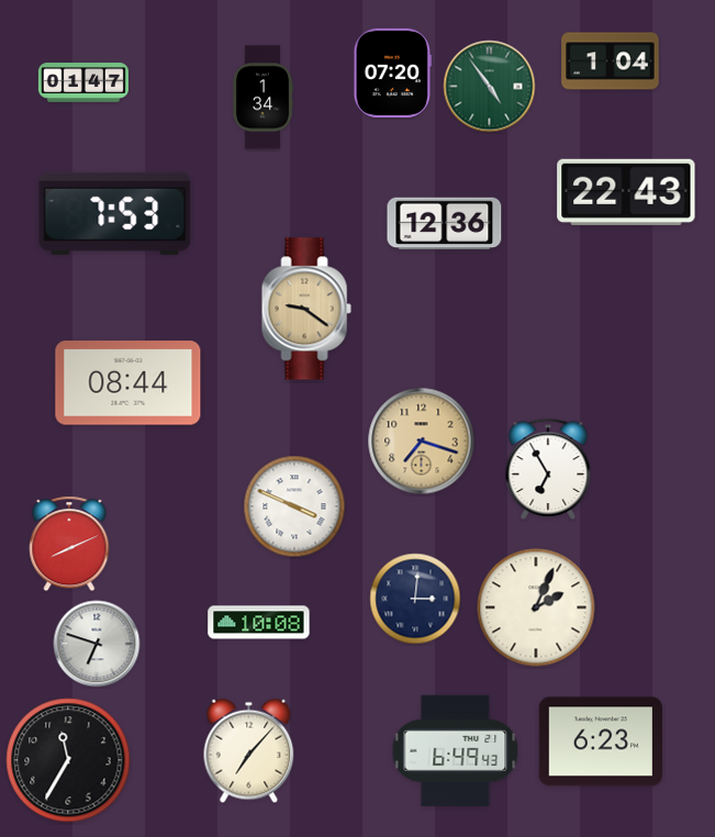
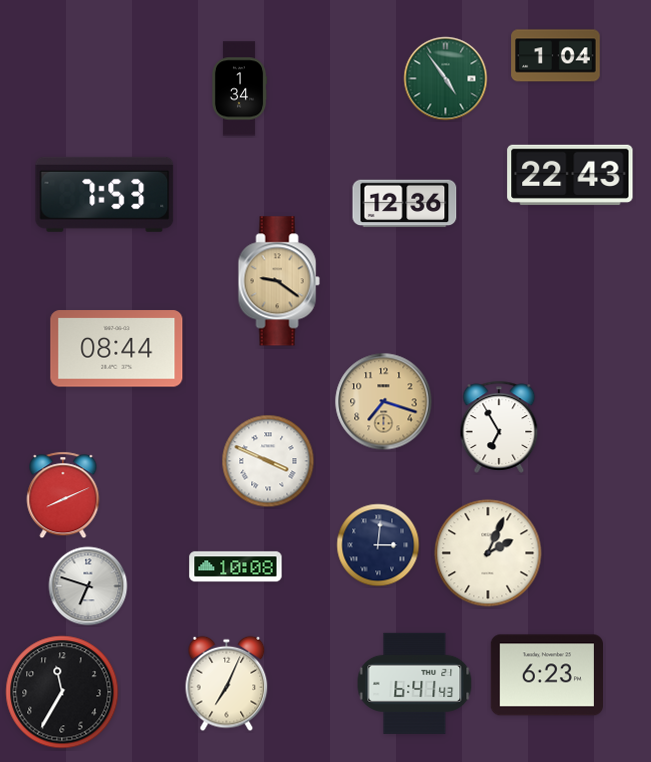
clock at (392, 72): 07:20 -> none
clock at (83, 82): 01:47 -> none
clock at (456, 750): 6:49 -> 6:41
clock at (249, 751): 7:07 -> 7:04
